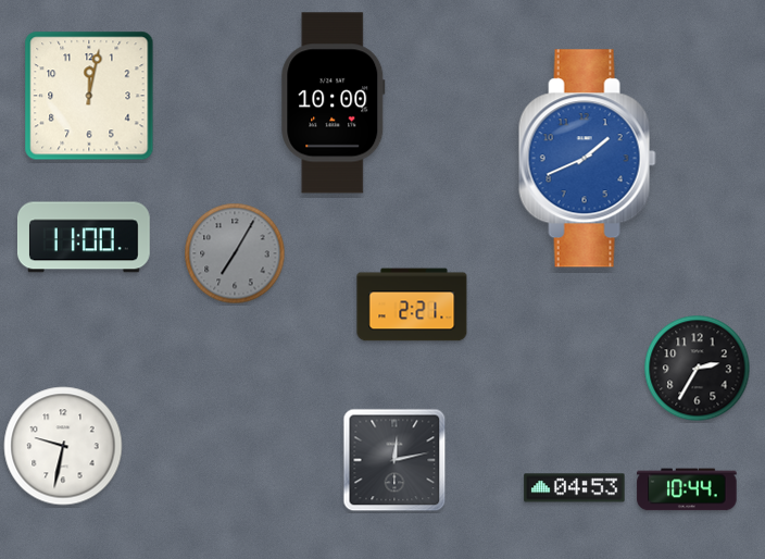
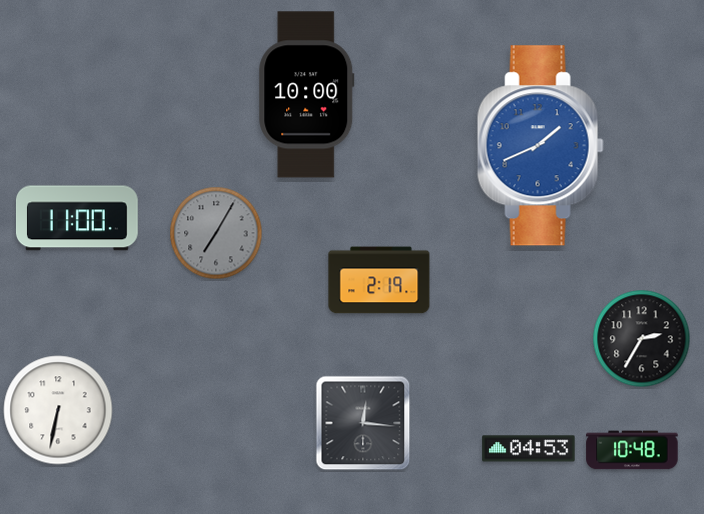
clock at (89, 96): 12:02 -> none
clock at (412, 305): 2:21 -> 2:19
clock at (63, 446): 9:32 -> 6:32
clock at (394, 460): 12:13 -> 12:16
clock at (687, 489): 10:44 -> 10:48
